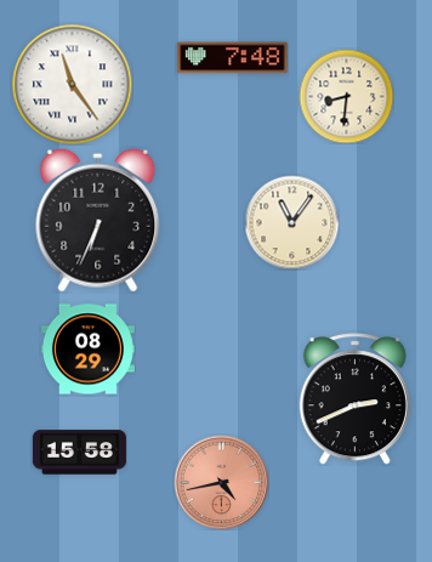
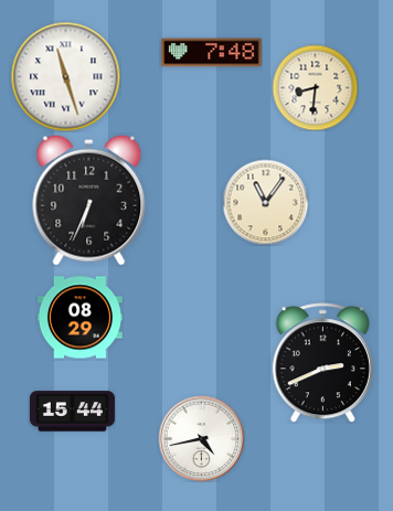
clock at (73, 85): 11:24 -> 11:27
clock at (79, 453): 15:58 -> 15:44
clock at (221, 482) dial: salmon -> white
